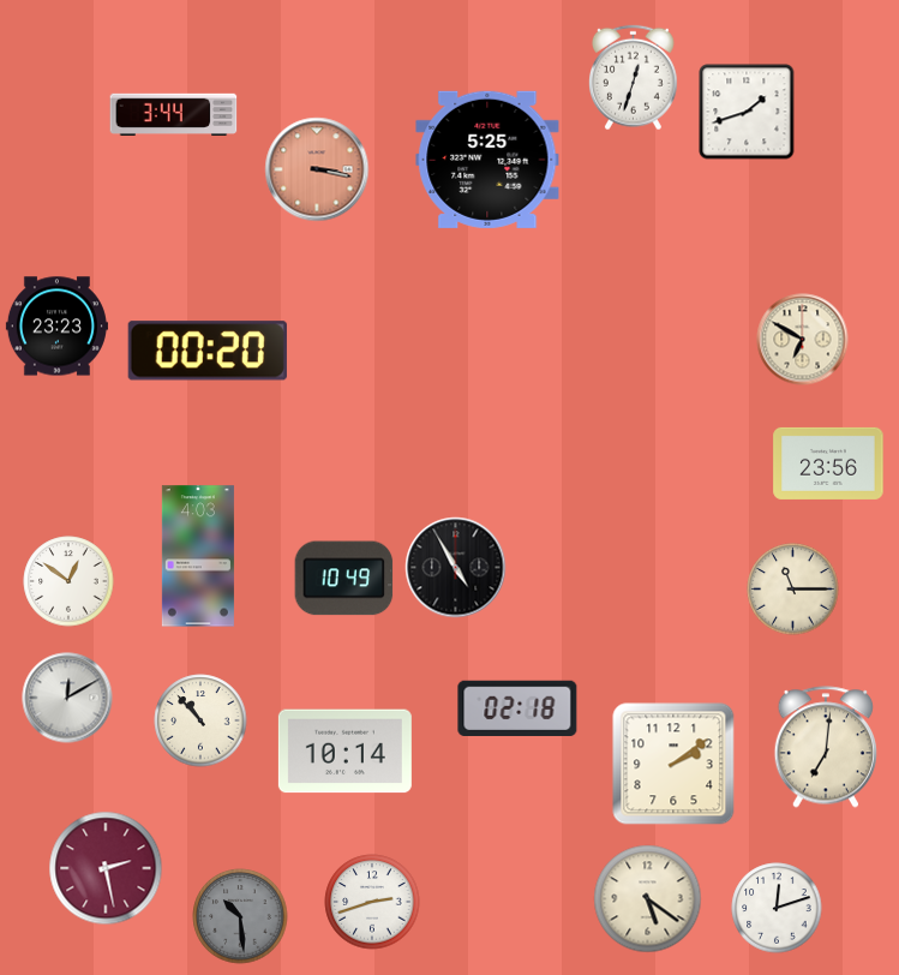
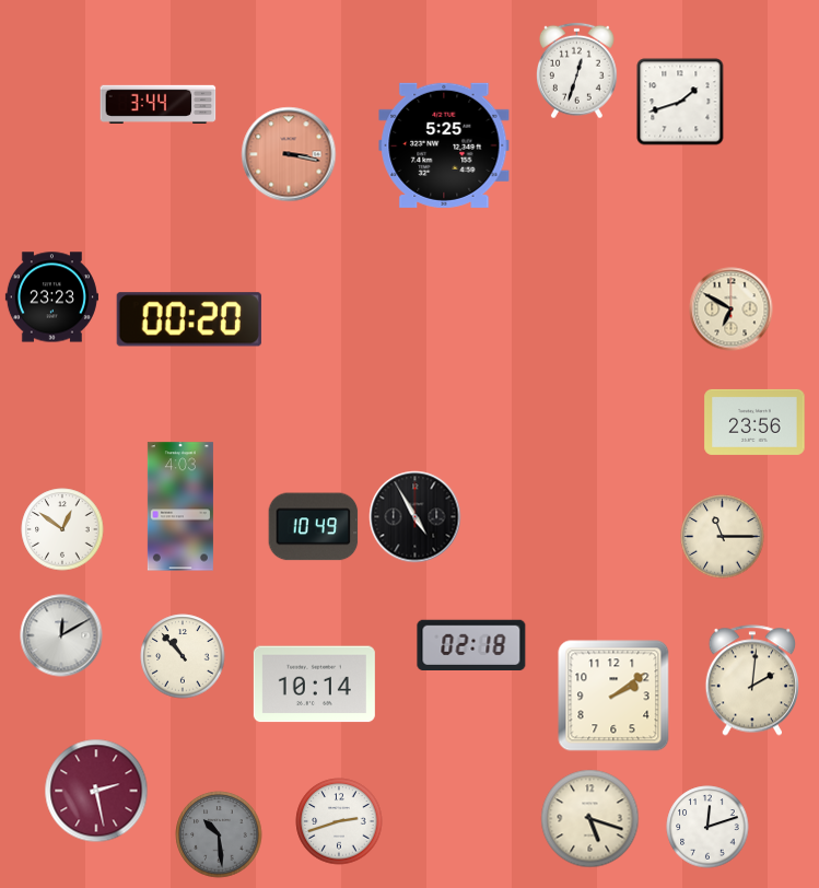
clock at (825, 747): 7:01 -> 2:01
clock at (648, 899): 5:21 -> 5:18
